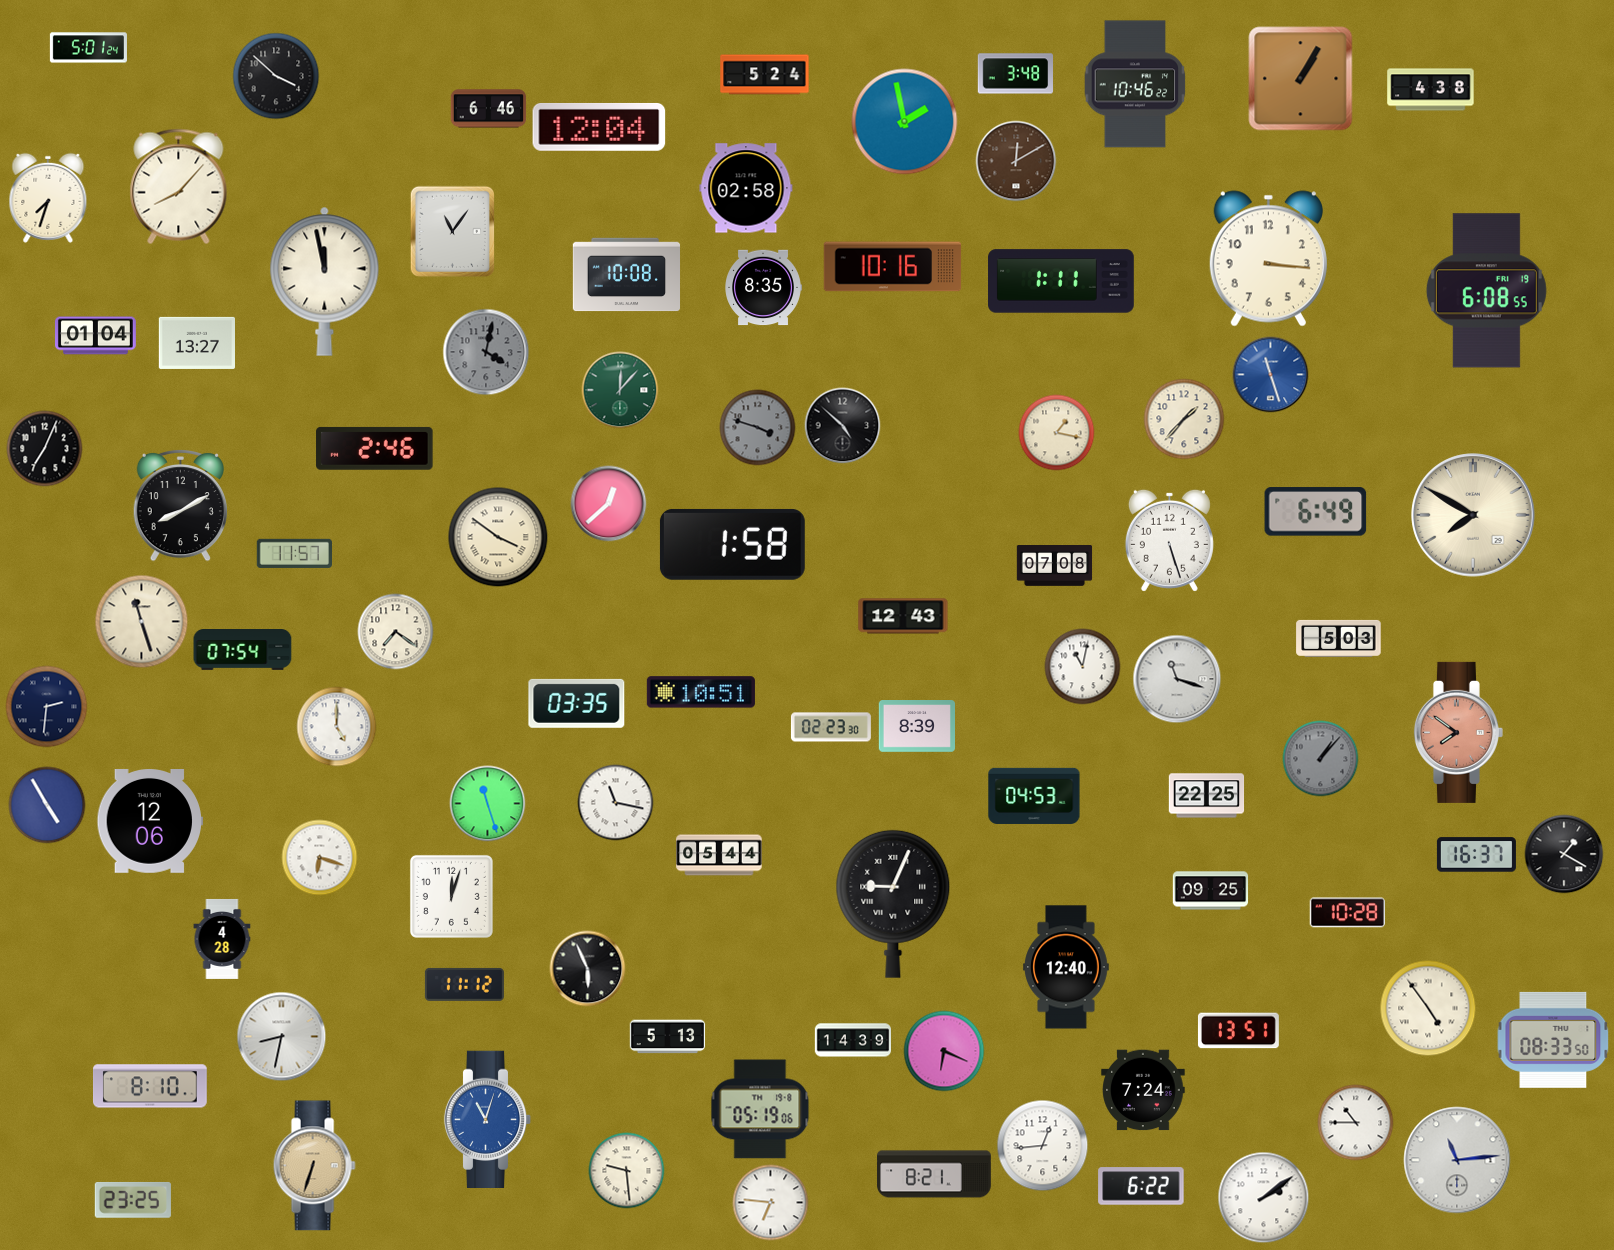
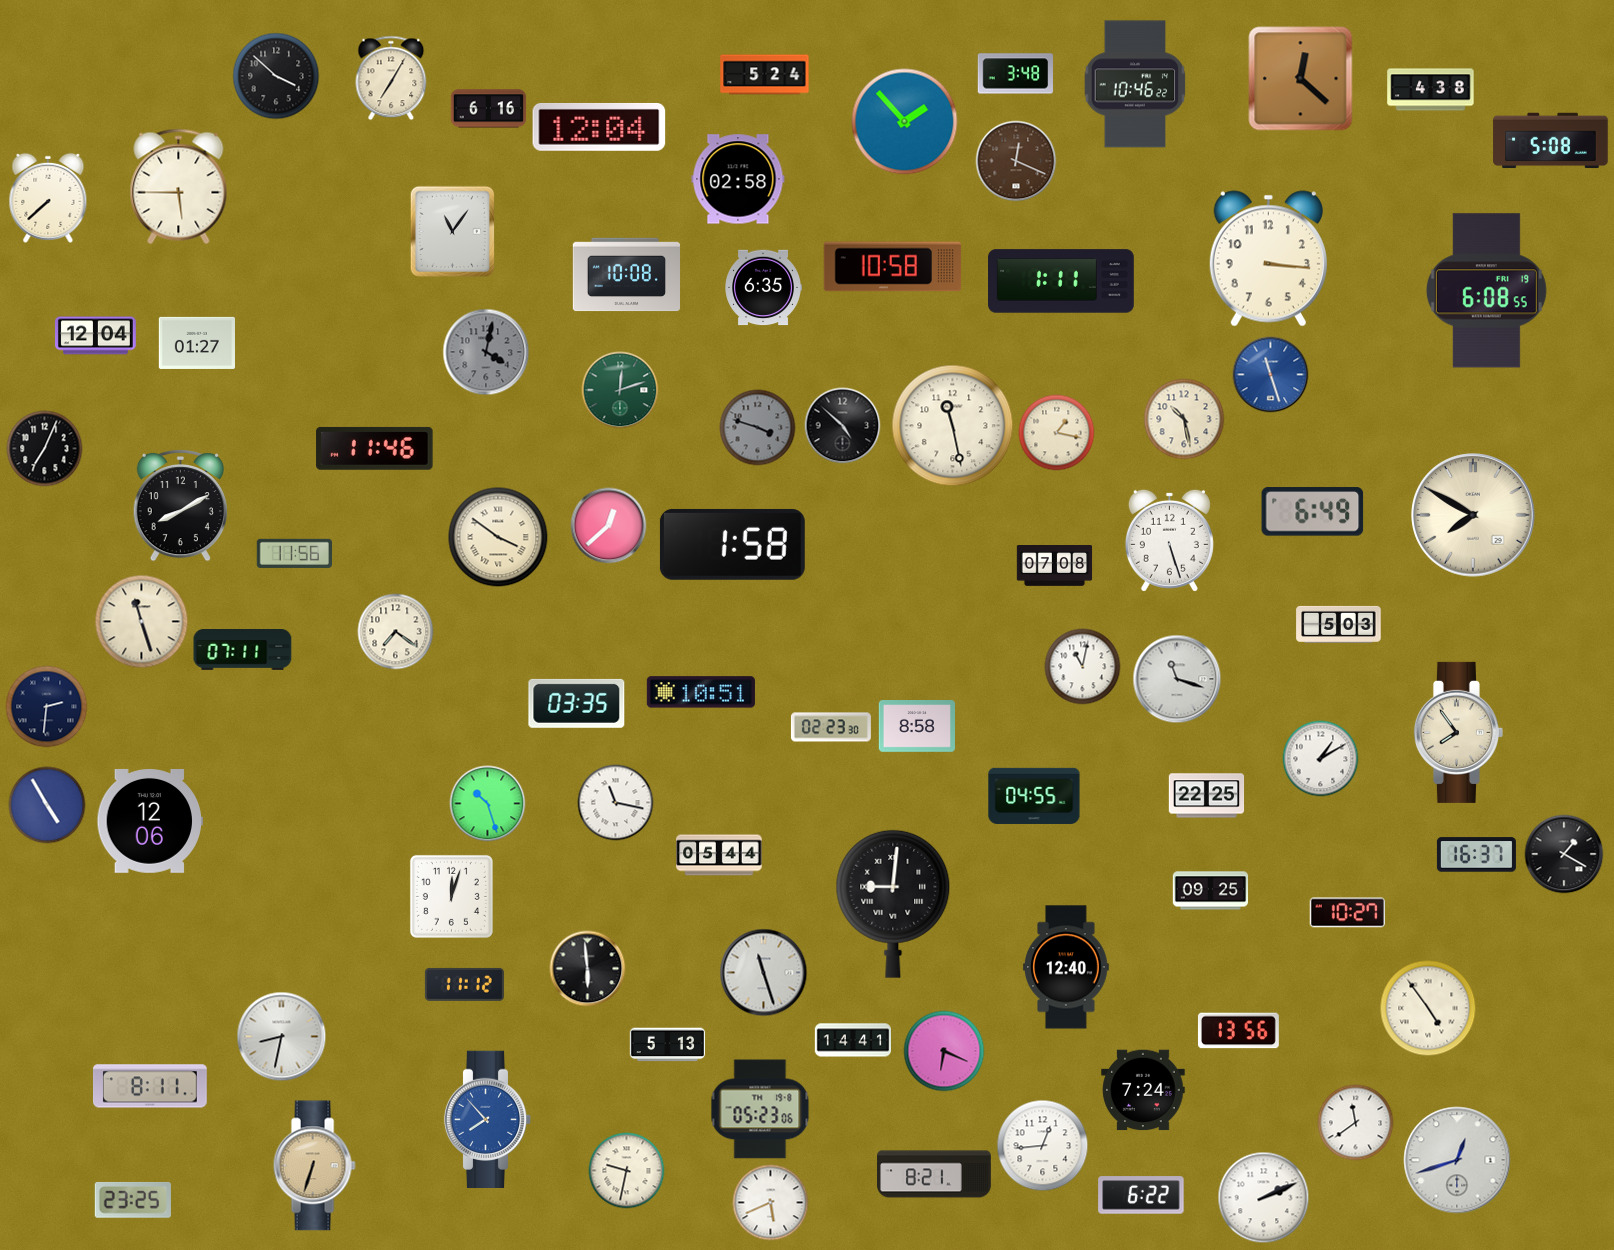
clock at (88, 48): 5:01 -> none
clock at (391, 78): none -> 7:05
clock at (1301, 79): 1:05 -> 12:22
clock at (489, 109): 6:46 -> 6:16
clock at (905, 122): 1:58 -> 1:53
clock at (1551, 141): none -> 5:08
clock at (1016, 161): 12:10 -> 12:19
clock at (179, 187): 8:07 -> 5:45
clock at (746, 188) position: (746, 188) -> (738, 179)
clock at (48, 198): 7:33 -> 7:38
clock at (893, 267): 10:16 -> 10:58
clock at (325, 281): 11:58 -> none
clock at (763, 288): 8:35 -> 6:35
clock at (95, 336): 01:04 -> 12:04
clock at (196, 343): 13:27 -> 01:27
clock at (620, 390): 12:07 -> 12:12
clock at (1184, 419): 1:37 -> 10:28
clock at (953, 426): none -> 11:28
clock at (375, 448): 2:46 -> 11:46
clock at (609, 504) position: (609, 504) -> (609, 526)
clock at (1316, 512) position: (1316, 512) -> (1313, 512)
clock at (294, 553): 11:57 -> 11:56
clock at (903, 616): 12:43 -> none
clock at (1339, 638) position: (1339, 638) -> (1339, 624)
clock at (243, 650): 07:54 -> 07:11
clock at (337, 727): 5:00 -> none
clock at (916, 727): 8:39 -> 8:58
clock at (1458, 732): 7:51 -> 7:54
clock at (1458, 732) dial: salmon -> cream
clock at (1321, 759): 1:07 -> 1:10
clock at (1321, 759) dial: grey -> white
clock at (1034, 796): 04:53 -> 04:55
clock at (488, 804): 11:27 -> 10:27
clock at (320, 858): 6:18 -> none
clock at (893, 904): 9:04 -> 9:01
clock at (1347, 913): 10:28 -> 10:27
clock at (222, 939): 4:28 -> none
clock at (588, 969): 5:56 -> 5:59
clock at (764, 973): none -> 11:27
clock at (1238, 1031): 13:51 -> 13:56
clock at (668, 1037) position: (668, 1037) -> (668, 1045)
clock at (852, 1040): 14:39 -> 14:41
clock at (1553, 1040): 08:33 -> none
clock at (151, 1086): 8:10 -> 8:11
clock at (760, 1109): 05:19 -> 05:23
clock at (488, 1119): 11:03 -> 7:53
clock at (1356, 1123): 10:45 -> 11:39
clock at (1457, 1160): 11:14 -> 12:42
clock at (627, 1171): 9:29 -> 9:32
clock at (1141, 1186) position: (1141, 1186) -> (1141, 1195)
clock at (1264, 1198): 2:09 -> 2:11
clock at (771, 1203): 6:46 -> 5:41
